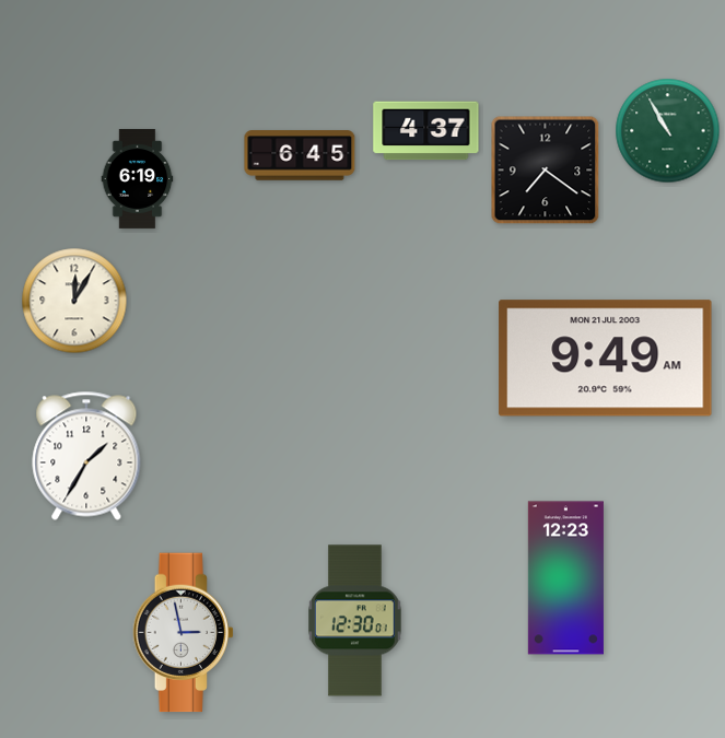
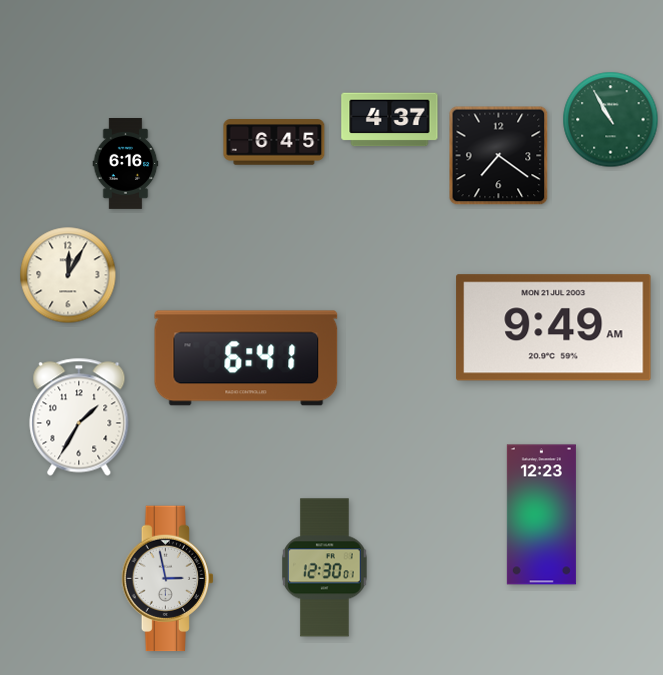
clock at (138, 179): 6:19 -> 6:16
clock at (246, 358): none -> 6:41
clock at (565, 578) position: (565, 578) -> (541, 515)
